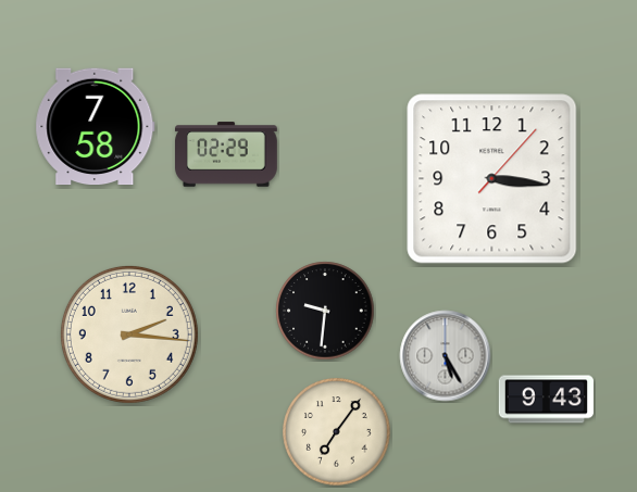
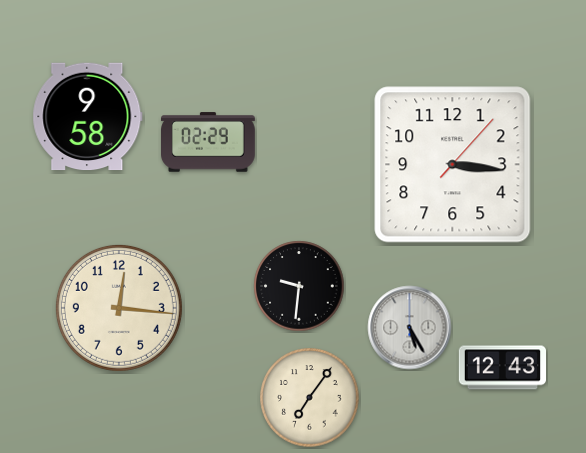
clock at (96, 127): 7:58 -> 9:58
clock at (129, 335): 2:16 -> 12:16
clock at (546, 400): 9:43 -> 12:43
